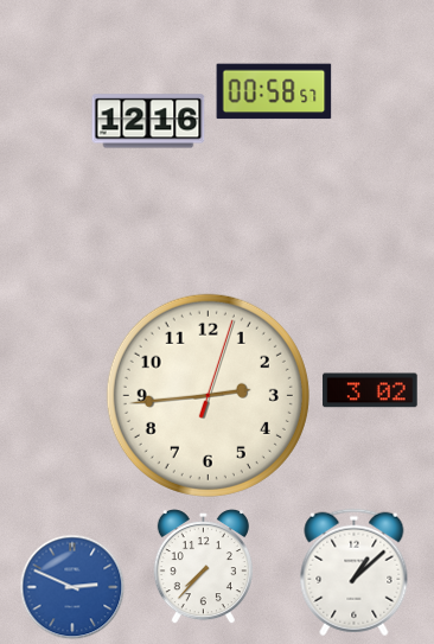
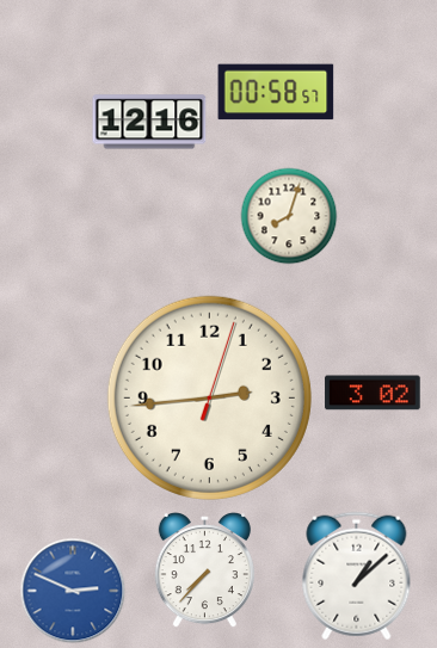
clock at (289, 216): none -> 8:03
